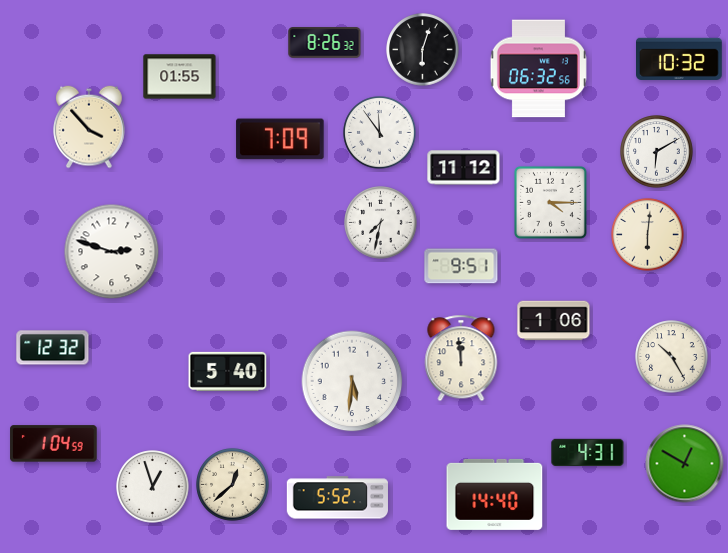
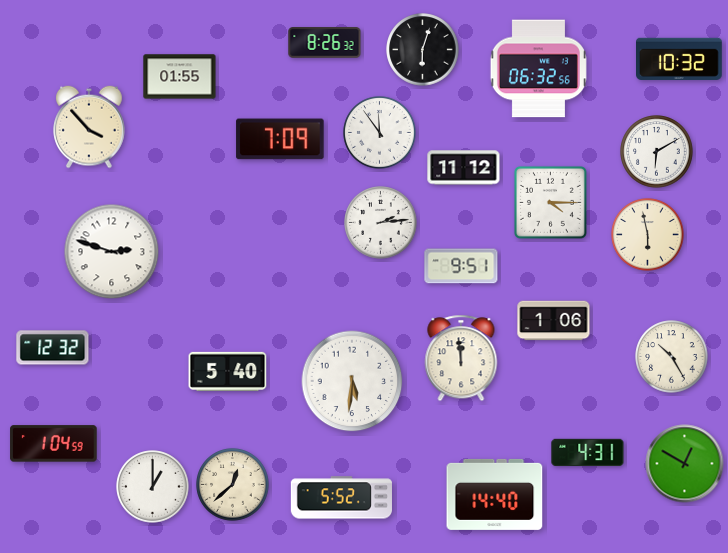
clock at (381, 223): 7:32 -> 2:14
clock at (648, 235): 6:01 -> 5:58
clock at (153, 487): 12:57 -> 1:00
clock at (337, 498) position: (337, 498) -> (341, 498)
